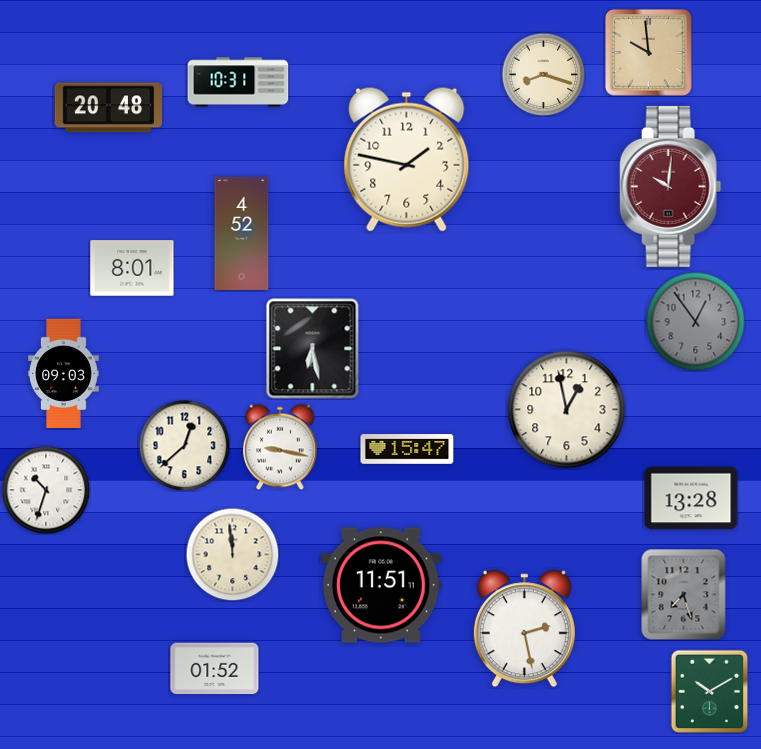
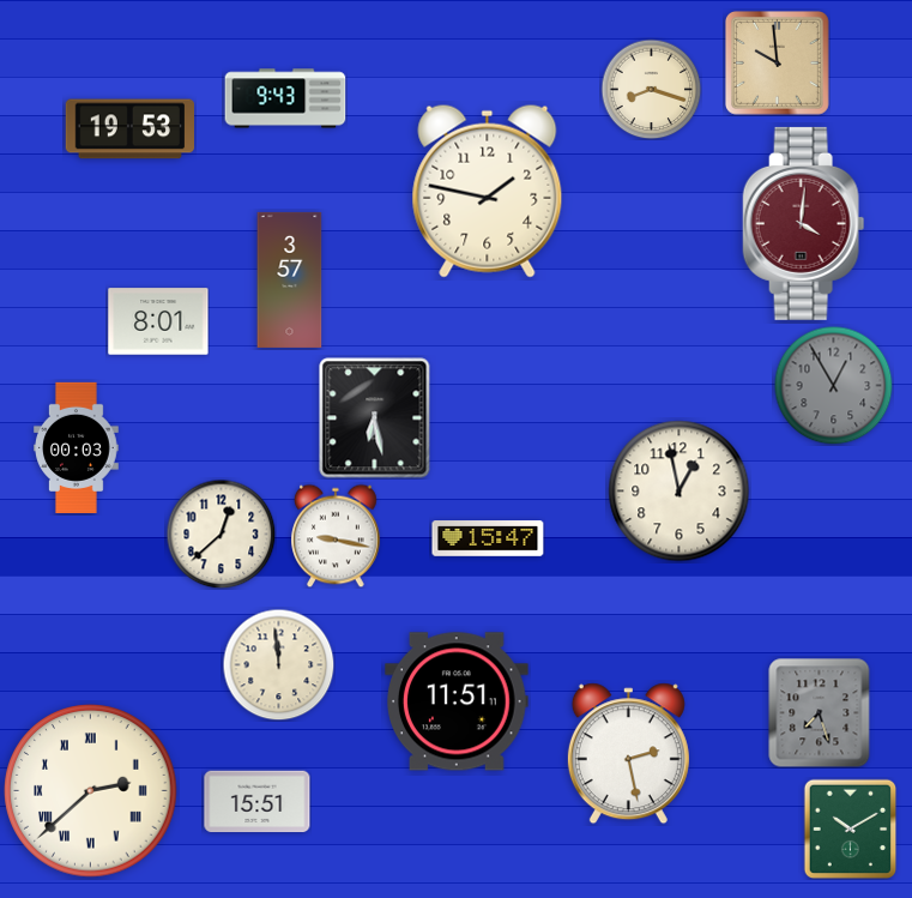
clock at (238, 82): 10:31 -> 9:43
clock at (108, 108): 20:48 -> 19:53
clock at (671, 186): 10:01 -> 4:01
clock at (242, 233): 4:52 -> 3:57
clock at (696, 322): 12:54 -> 12:55
clock at (64, 373): 09:03 -> 00:03
clock at (46, 490): 10:33 -> none
clock at (691, 498): 13:28 -> none
clock at (91, 791): none -> 2:38
clock at (215, 669): 01:52 -> 15:51
